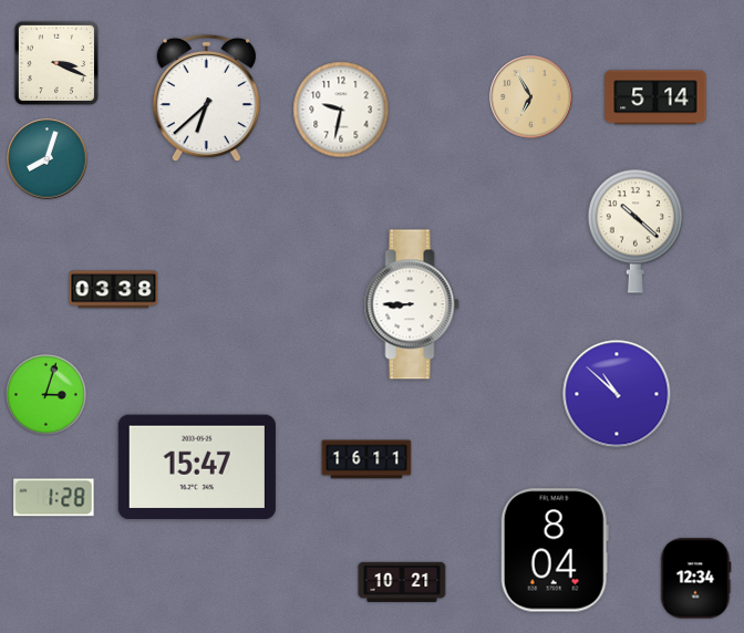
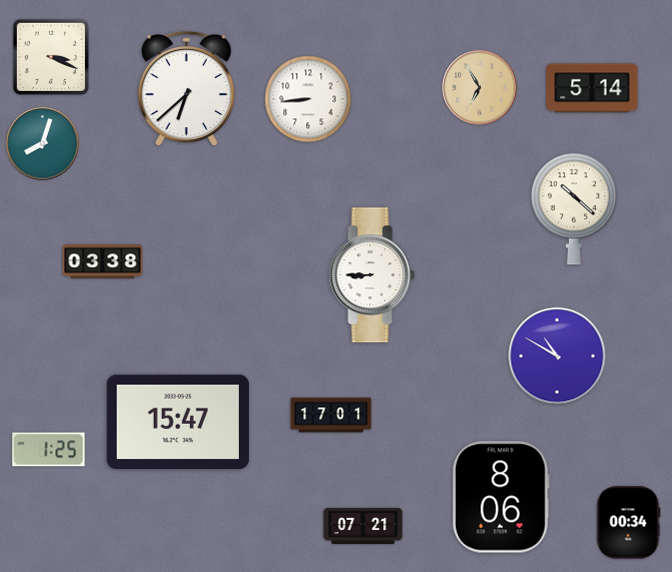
clock at (341, 110): 9:32 -> 8:44
clock at (45, 394): 3:03 -> none
clock at (617, 394): 10:52 -> 10:50
clock at (366, 459): 16:11 -> 17:01
clock at (54, 498): 1:28 -> 1:25
clock at (555, 550): 8:04 -> 8:06
clock at (696, 579): 12:34 -> 00:34
clock at (402, 582): 10:21 -> 07:21
